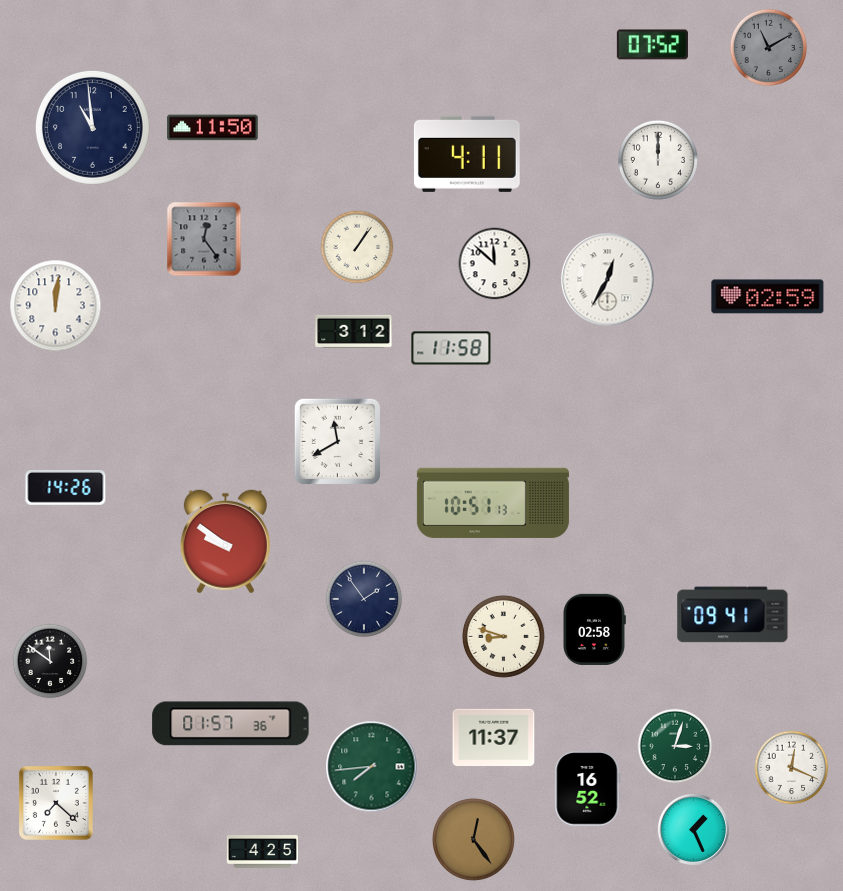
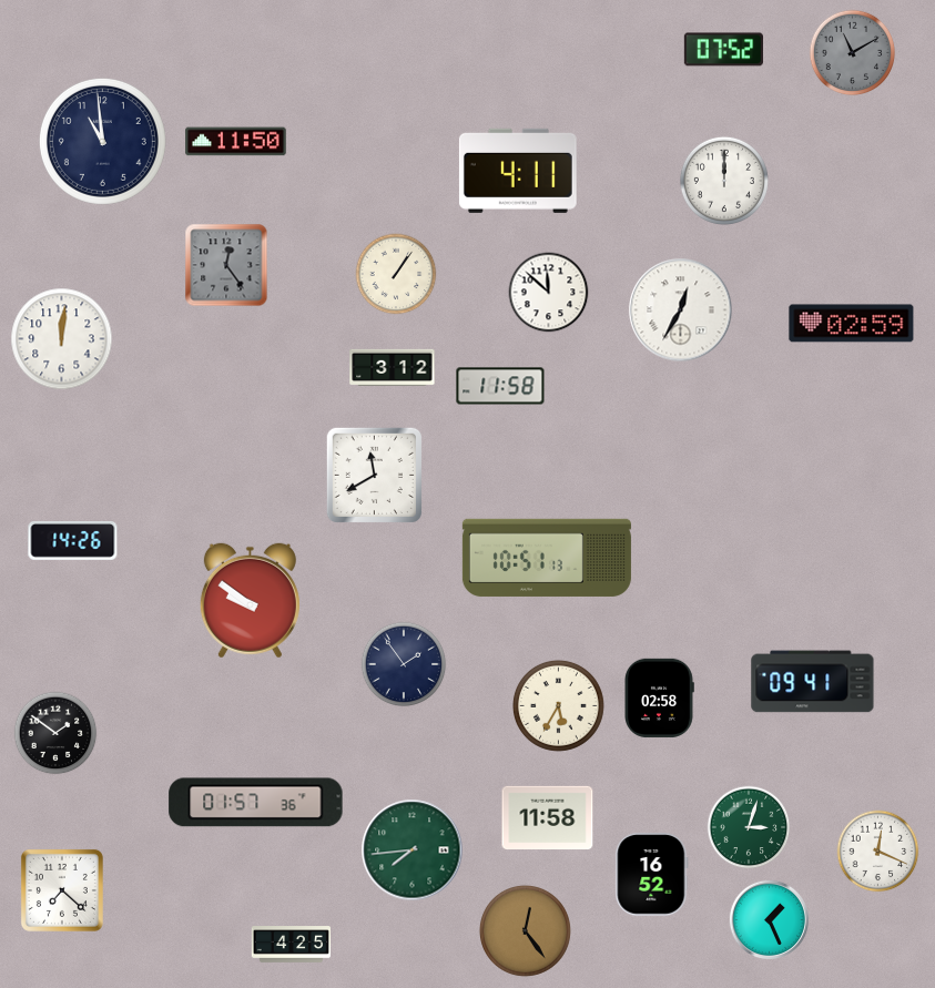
clock at (658, 160) position: (658, 160) -> (724, 181)
clock at (608, 280) position: (608, 280) -> (681, 310)
clock at (768, 297) position: (768, 297) -> (852, 324)
clock at (337, 441) position: (337, 441) -> (374, 475)
clock at (503, 636): 8:48 -> 5:35
clock at (50, 661): 11:51 -> 1:51
clock at (494, 738): 11:37 -> 11:58
